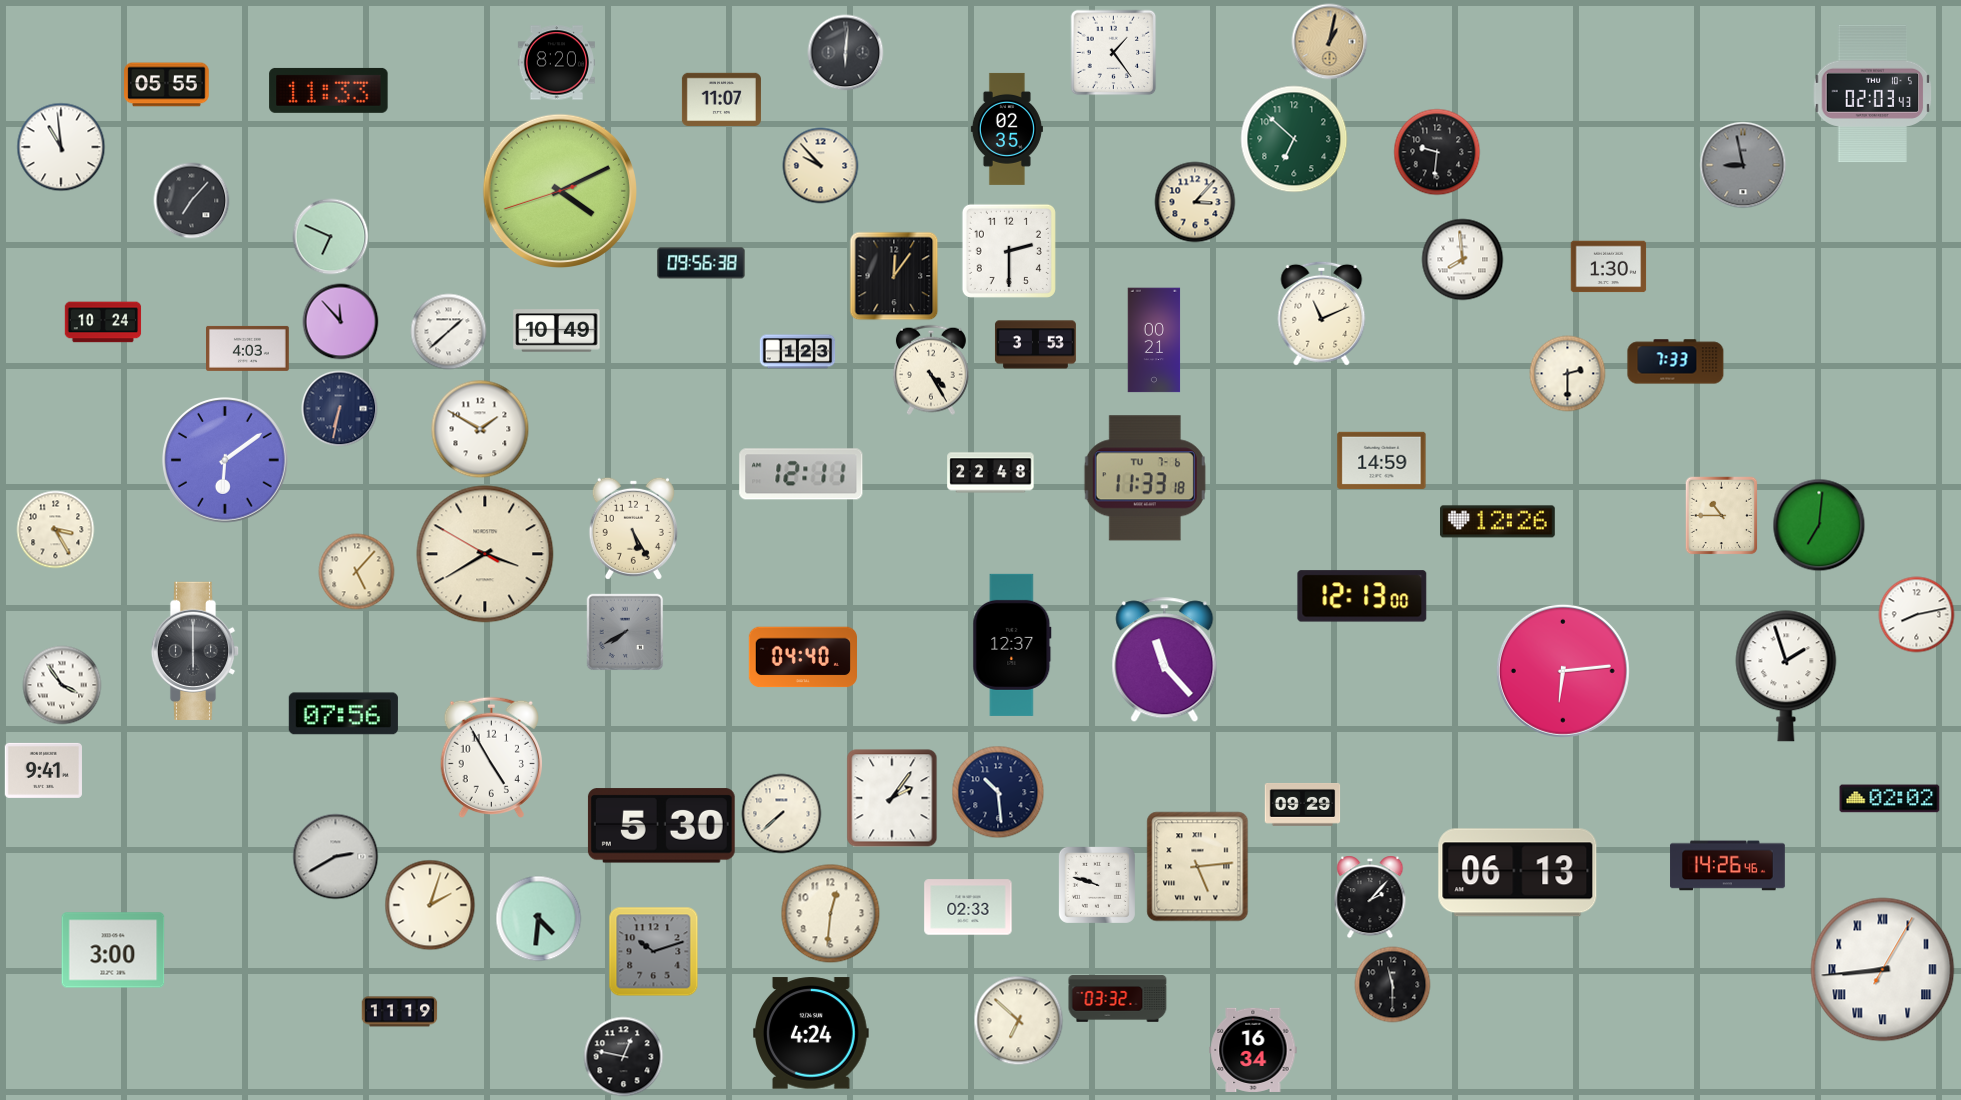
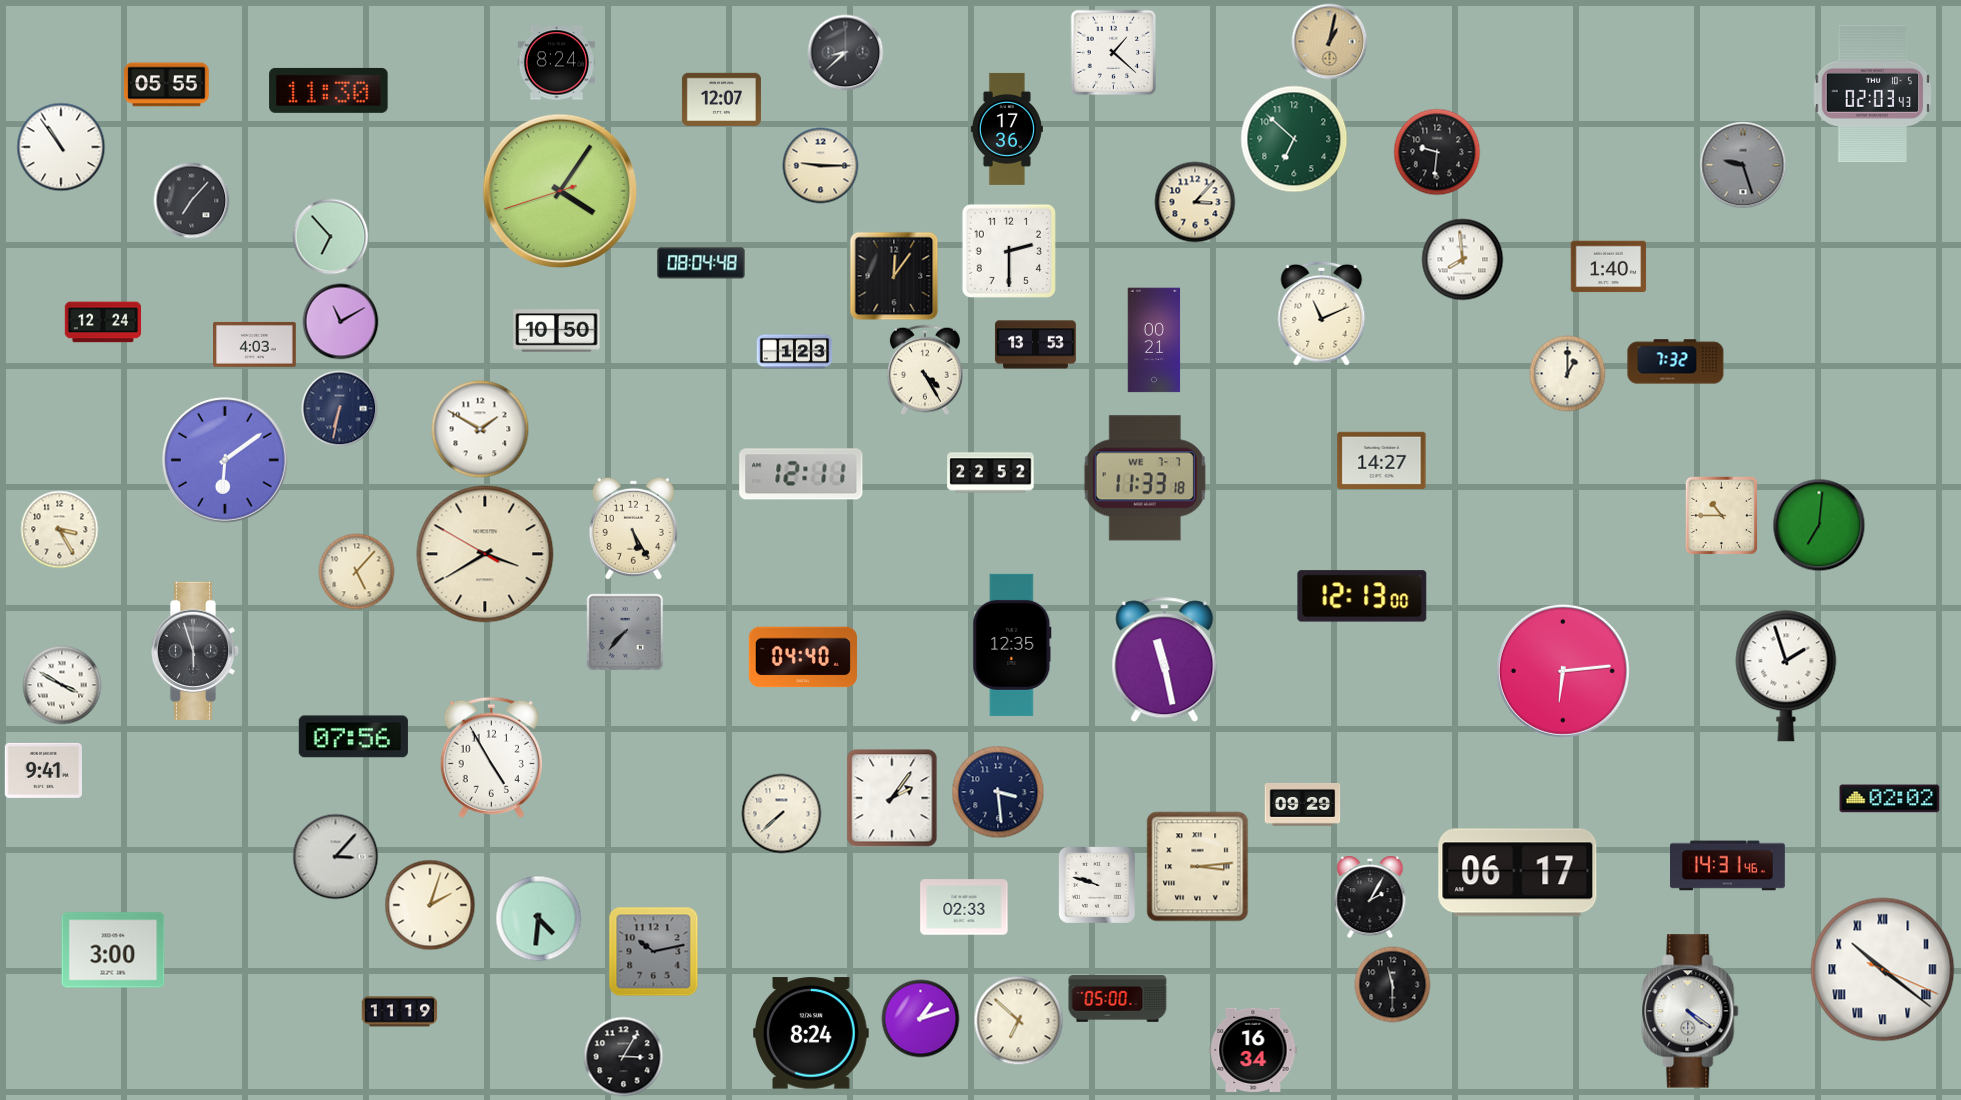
clock at (846, 53): 6:01 -> 8:38
clock at (1114, 53): 1:24 -> 1:22
clock at (556, 63): 8:20 -> 8:24
clock at (329, 90): 11:33 -> 11:30
clock at (721, 100): 11:07 -> 12:07
clock at (1007, 129): 02:35 -> 17:36
clock at (61, 147): 10:59 -> 10:54
clock at (1743, 165): 8:58 -> 9:27
clock at (821, 166): 9:53 -> 9:15
clock at (559, 190): 4:10 -> 4:05
clock at (331, 237): 6:49 -> 6:53
clock at (701, 263): 09:56 -> 08:04
clock at (1609, 267): 1:30 -> 1:40
clock at (103, 322): 10:24 -> 12:24
clock at (341, 322): 11:53 -> 11:10
clock at (557, 331): 10:49 -> 10:50
clock at (449, 332): 1:38 -> none
clock at (1035, 345): 3:53 -> 13:53
clock at (248, 348) position: (248, 348) -> (255, 344)
clock at (798, 352) position: (798, 352) -> (795, 352)
clock at (1676, 362): 7:33 -> 7:32
clock at (931, 370) position: (931, 370) -> (925, 370)
clock at (1568, 374): 2:30 -> 1:00
clock at (1382, 460): 14:59 -> 14:27
clock at (991, 473): 22:48 -> 22:52
clock at (1145, 478) date: TU 7-6 -> WE 7-7
clock at (1498, 522): 12:26 -> none
clock at (56, 530) position: (56, 530) -> (60, 530)
clock at (1917, 615): 8:13 -> none
clock at (625, 632): 7:40 -> 7:37
clock at (1012, 645): 12:37 -> 12:35
clock at (195, 651): 6:00 -> 5:57
clock at (1165, 660): 11:23 -> 11:28
clock at (62, 685): 3:54 -> 3:50
clock at (343, 714) position: (343, 714) -> (353, 737)
clock at (998, 792): 10:29 -> 3:29
clock at (661, 826): 5:30 -> none
clock at (336, 857): 2:40 -> 3:07
clock at (1728, 866): 14:26 -> 14:31
clock at (1198, 867): 5:14 -> 3:14
clock at (1518, 873): 06:13 -> 06:17
clock at (1370, 897): 2:07 -> 2:05
clock at (968, 907) position: (968, 907) -> (964, 907)
clock at (831, 914): 12:31 -> none
clock at (654, 952): 10:12 -> 10:13
clock at (1883, 970): 8:44 -> 10:21
clock at (1118, 999): 03:32 -> 05:00
clock at (1690, 1011): none -> 4:21
clock at (921, 1019): none -> 1:12
clock at (812, 1033): 4:24 -> 8:24
clock at (624, 1057): 12:47 -> 3:05
